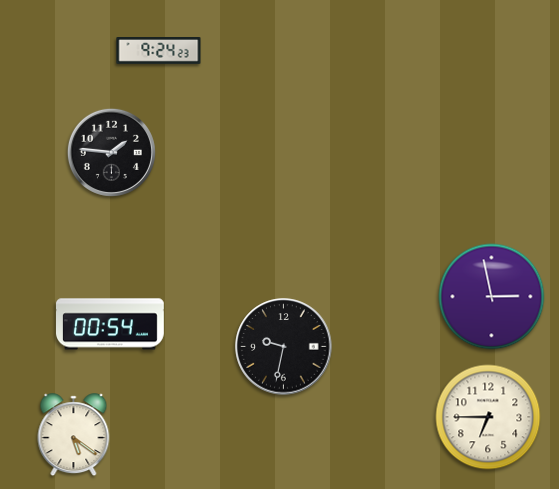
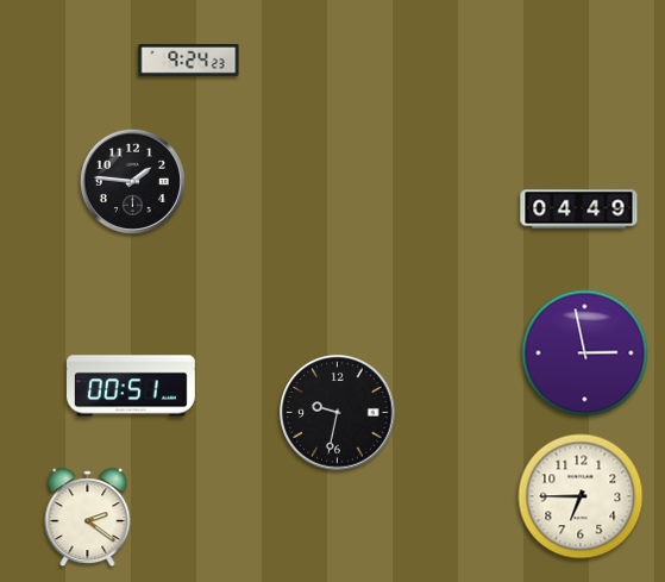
clock at (579, 209): none -> 04:49
clock at (111, 324): 00:54 -> 00:51
clock at (74, 435): 5:21 -> 2:21
